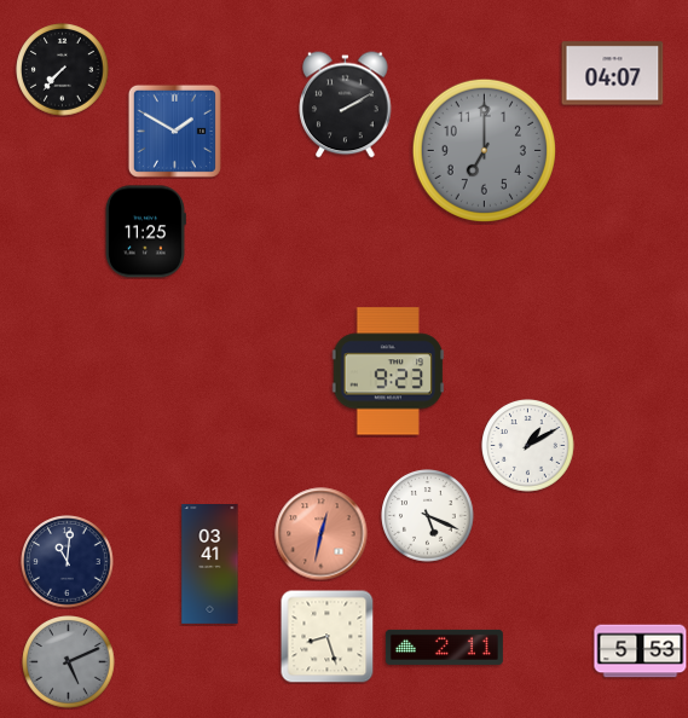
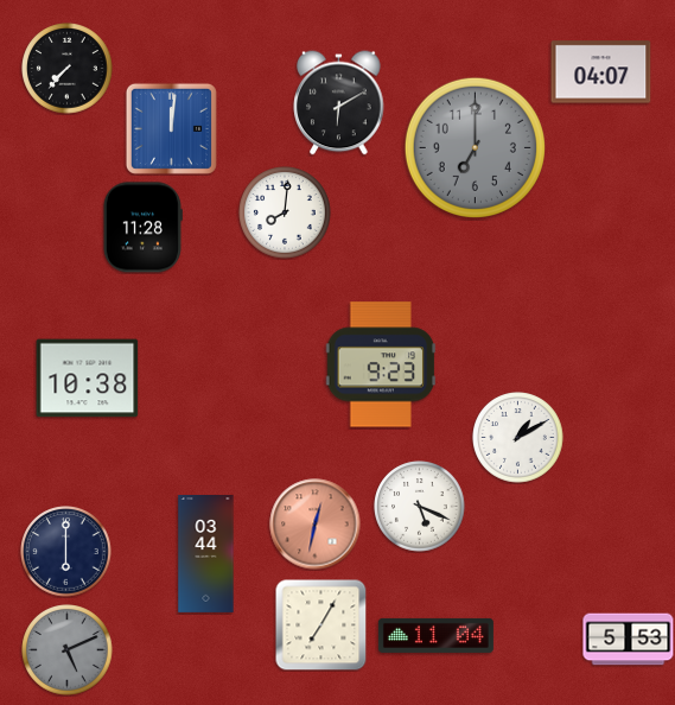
clock at (63, 70) position: (63, 70) -> (68, 69)
clock at (346, 105): 2:10 -> 6:10
clock at (174, 131): 1:50 -> 12:01
clock at (285, 212): none -> 8:01
clock at (145, 232): 11:25 -> 11:28
clock at (88, 379): none -> 10:38
clock at (68, 562): 11:01 -> 6:00
clock at (210, 564): 03:41 -> 03:44
clock at (326, 637): 8:27 -> 7:05
clock at (444, 647): 2:11 -> 11:04
